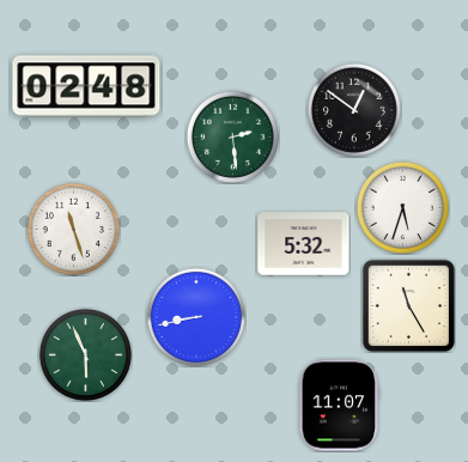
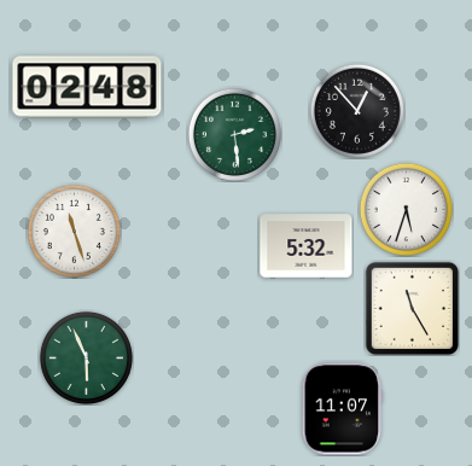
clock at (354, 110): 12:51 -> 12:53
clock at (232, 136) position: (232, 136) -> (234, 134)
clock at (196, 317): 8:43 -> none
